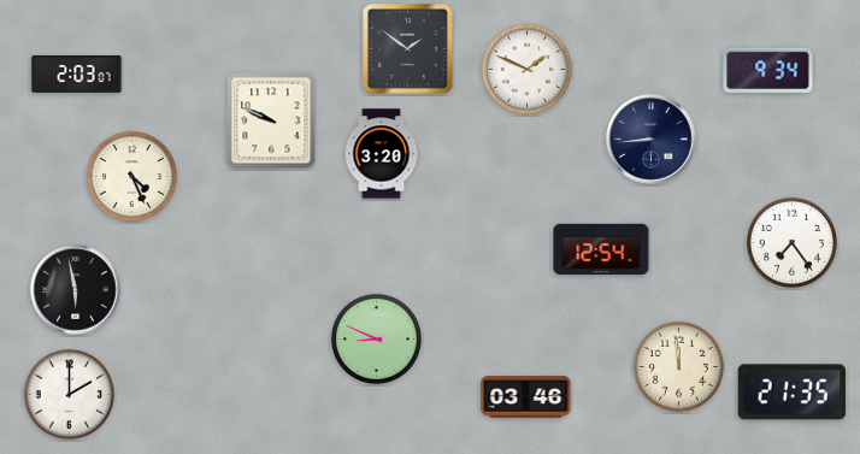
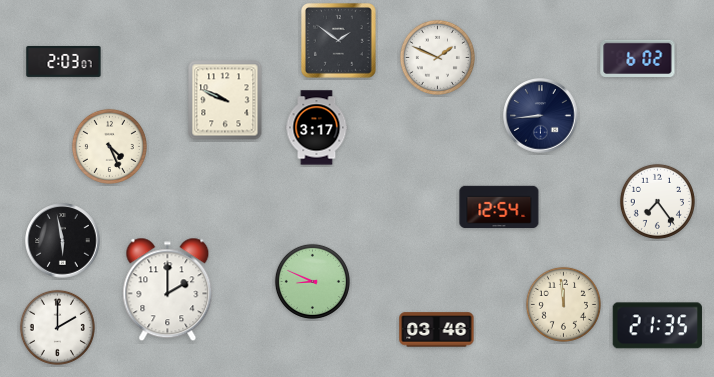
clock at (768, 70): 9:34 -> 6:02
clock at (382, 154): 3:20 -> 3:17
clock at (168, 290): none -> 2:00
